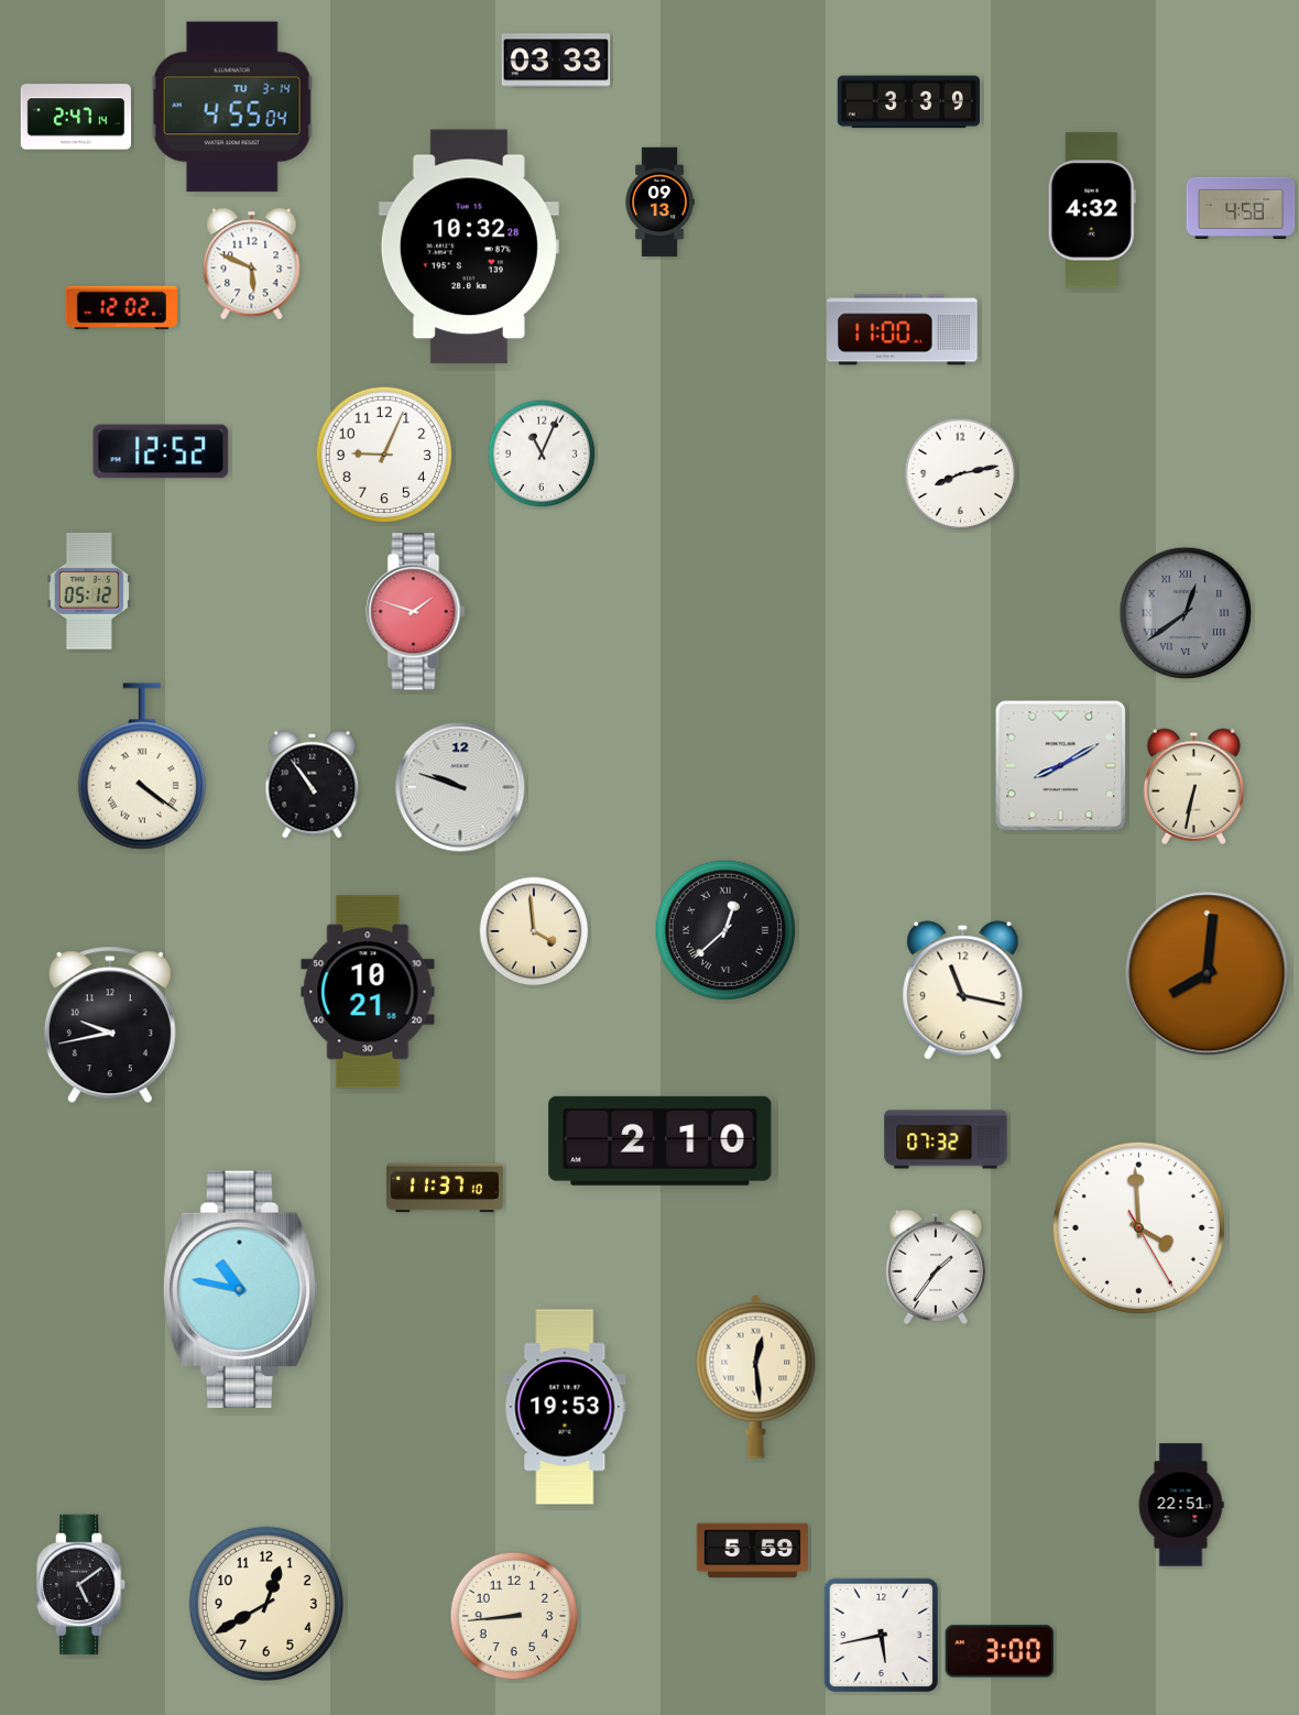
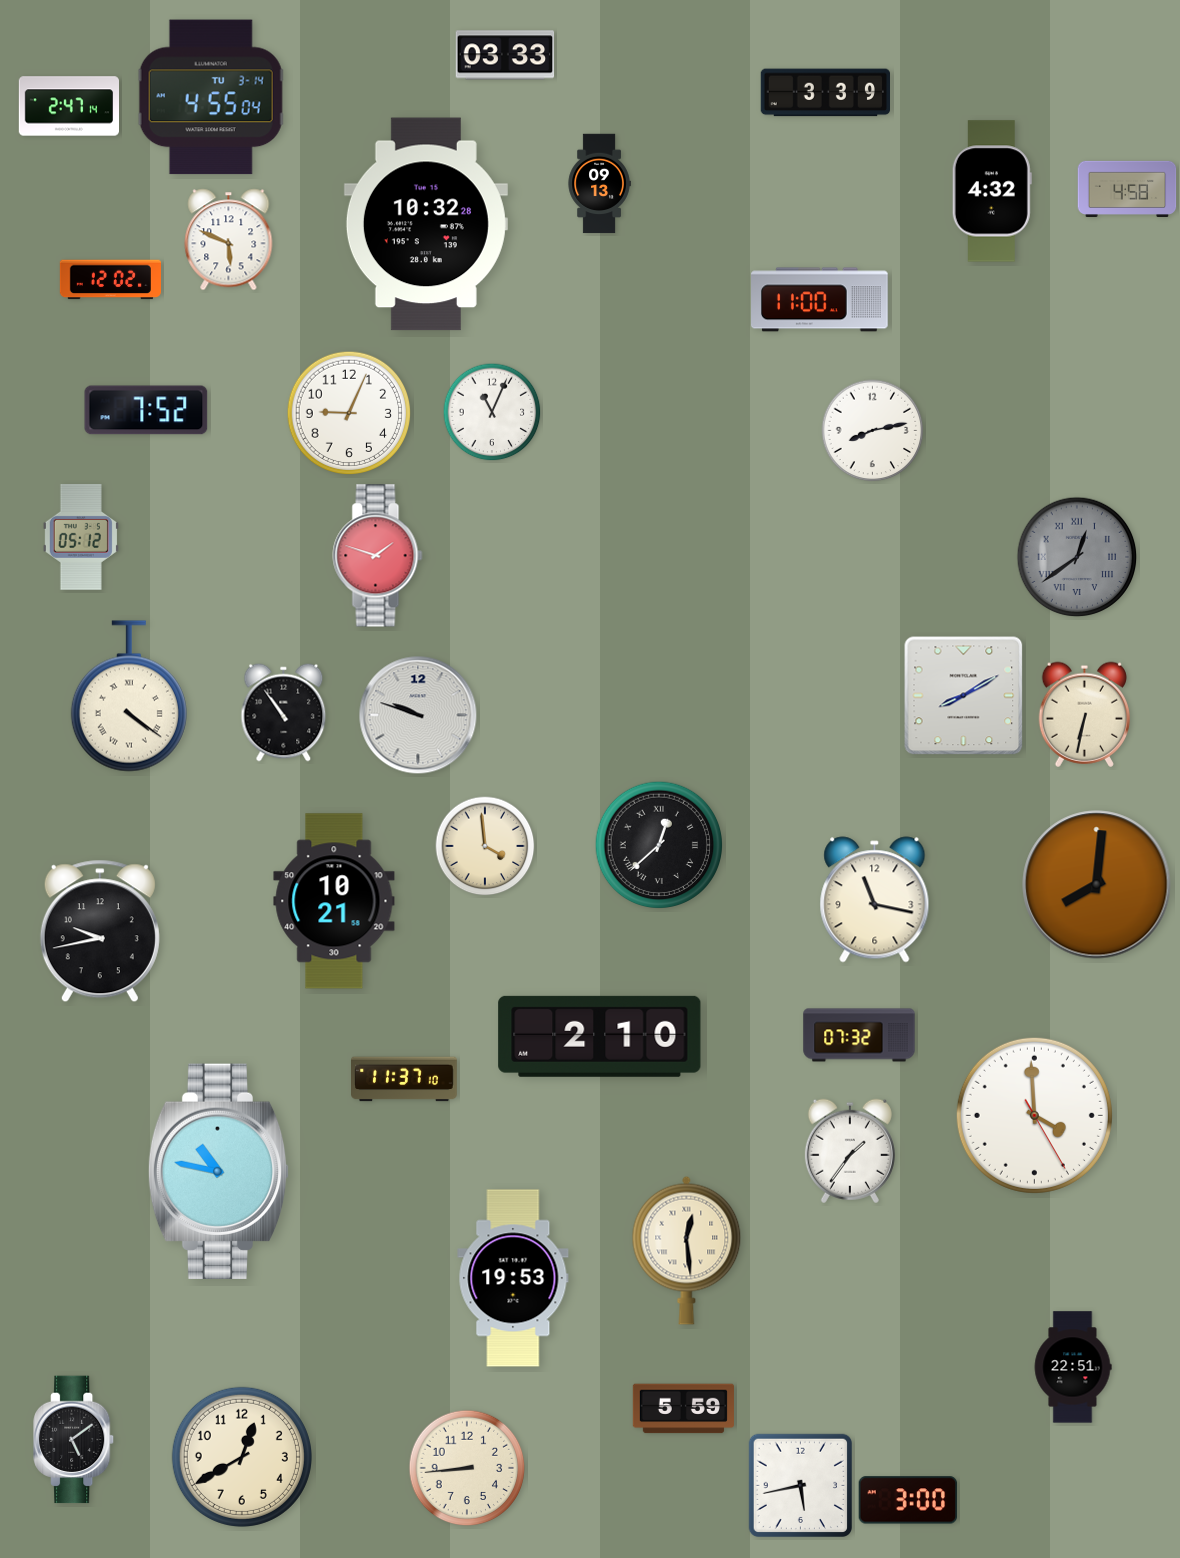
clock at (161, 451): 12:52 -> 7:52
